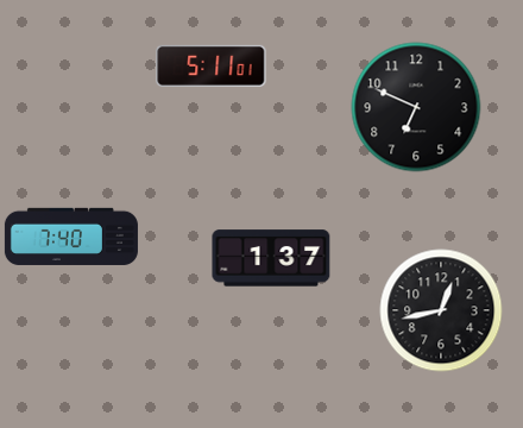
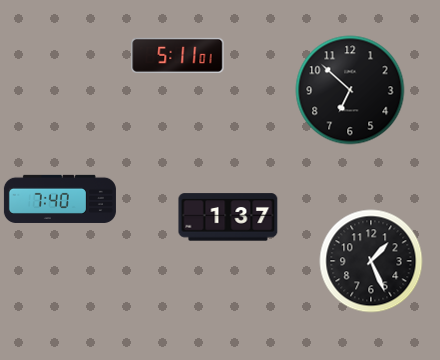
clock at (416, 107): 6:49 -> 6:52
clock at (441, 310): 12:43 -> 1:26
